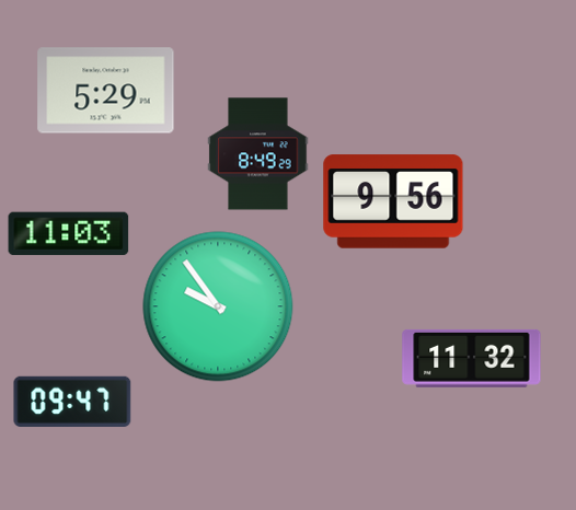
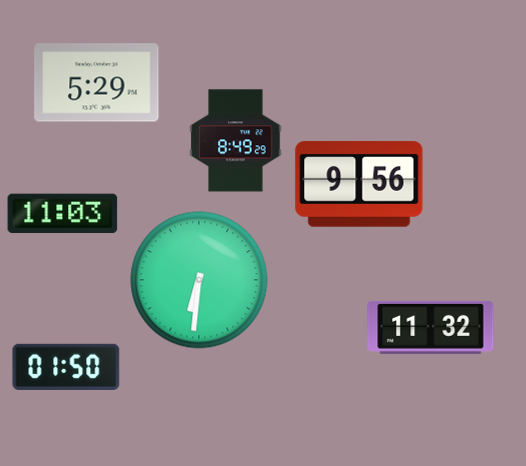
clock at (218, 306): 9:54 -> 6:31
clock at (72, 402): 09:47 -> 01:50
